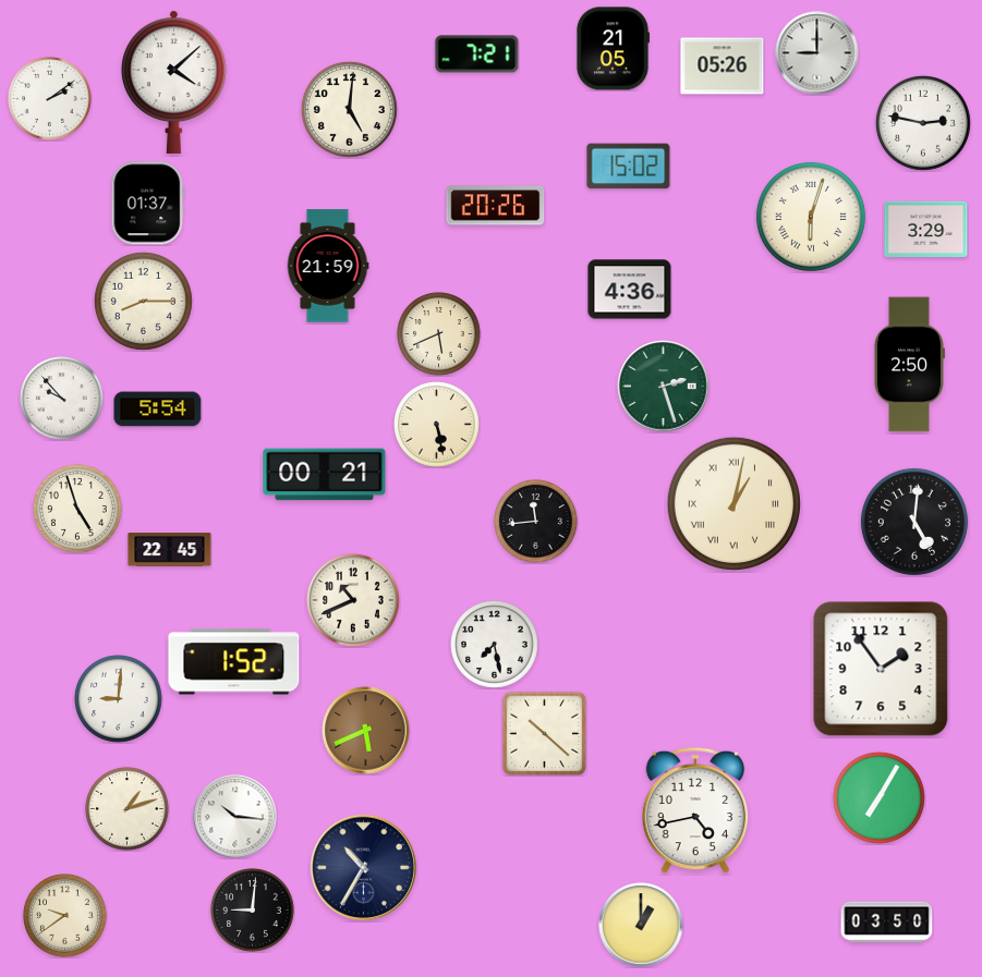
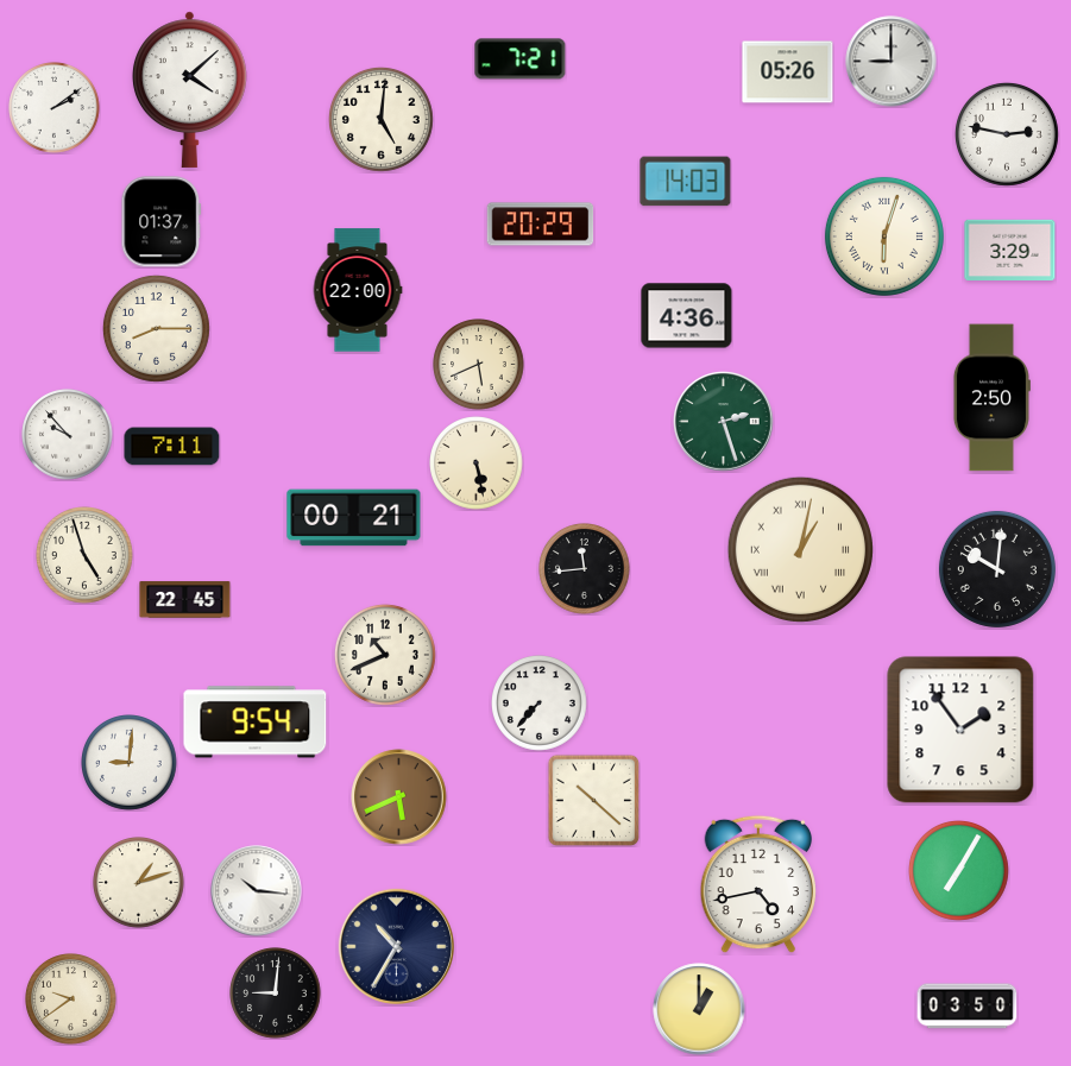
clock at (613, 49): 21:05 -> none
clock at (817, 53) position: (817, 53) -> (892, 62)
clock at (629, 167): 15:02 -> 14:03
clock at (496, 206): 20:26 -> 20:29
clock at (328, 266): 21:59 -> 22:00
clock at (158, 410): 5:54 -> 7:11
clock at (914, 522): 5:01 -> 10:01
clock at (495, 645): 7:28 -> 7:37
clock at (234, 662): 1:52 -> 9:54
